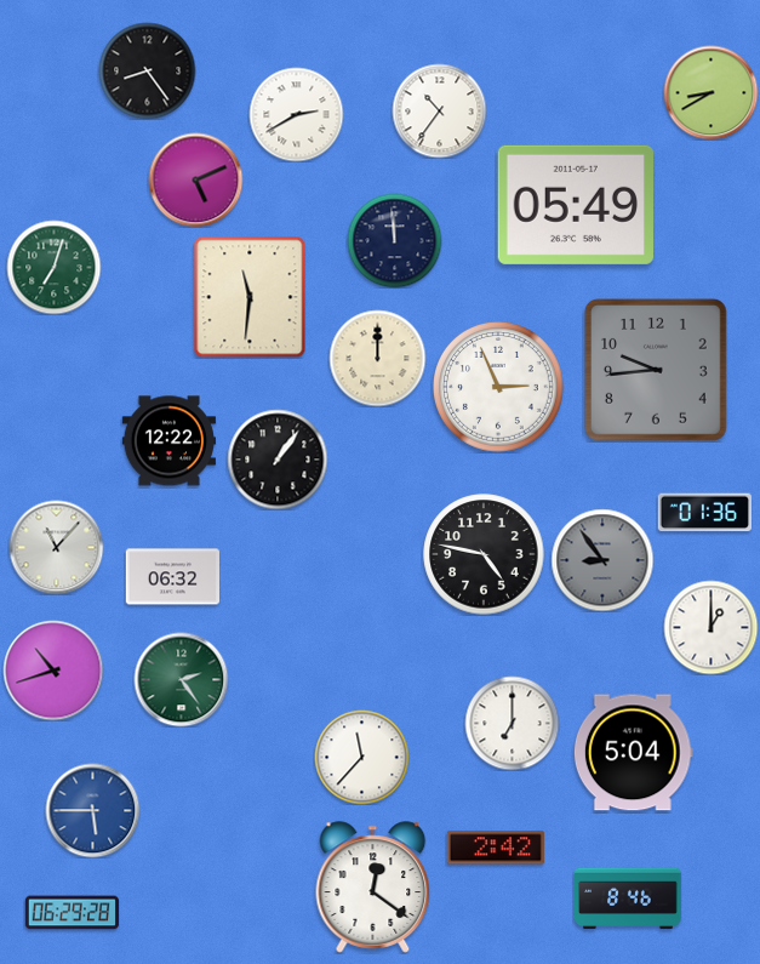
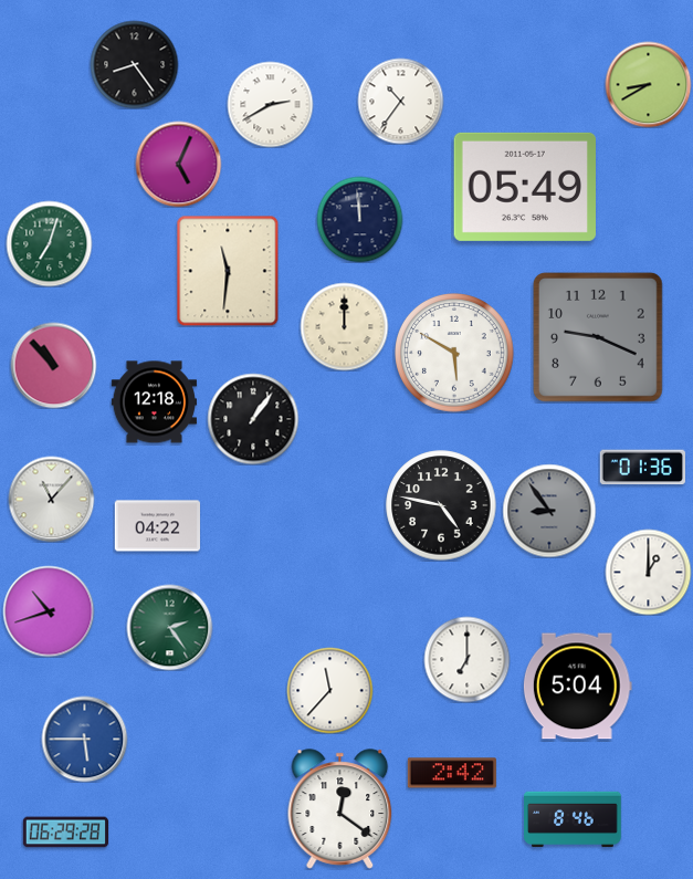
clock at (195, 179): 5:11 -> 5:04
clock at (656, 370): 9:44 -> 9:19
clock at (499, 388): 2:56 -> 5:50
clock at (53, 365): none -> 10:53
clock at (168, 441): 12:22 -> 12:18
clock at (172, 577): 06:32 -> 04:22
clock at (181, 679) position: (181, 679) -> (169, 627)
